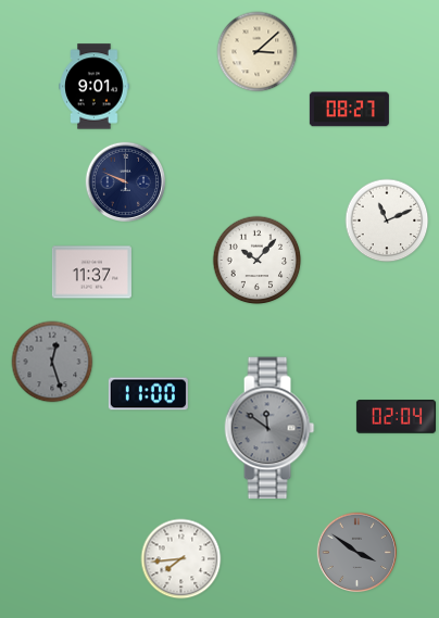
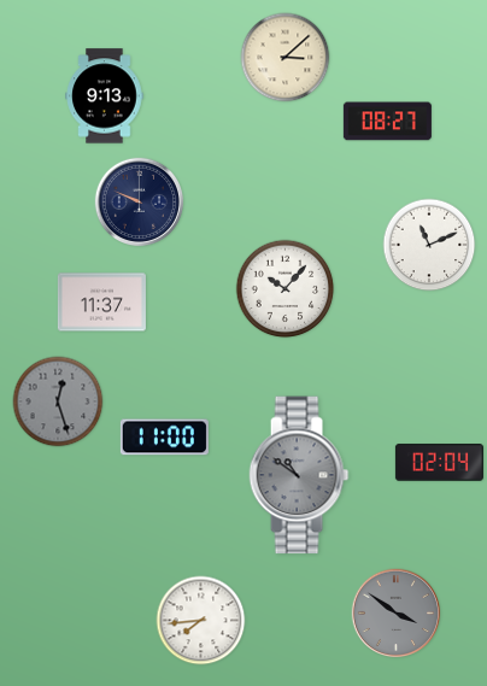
clock at (95, 87): 9:01 -> 9:13
clock at (269, 428): 11:51 -> 10:51
